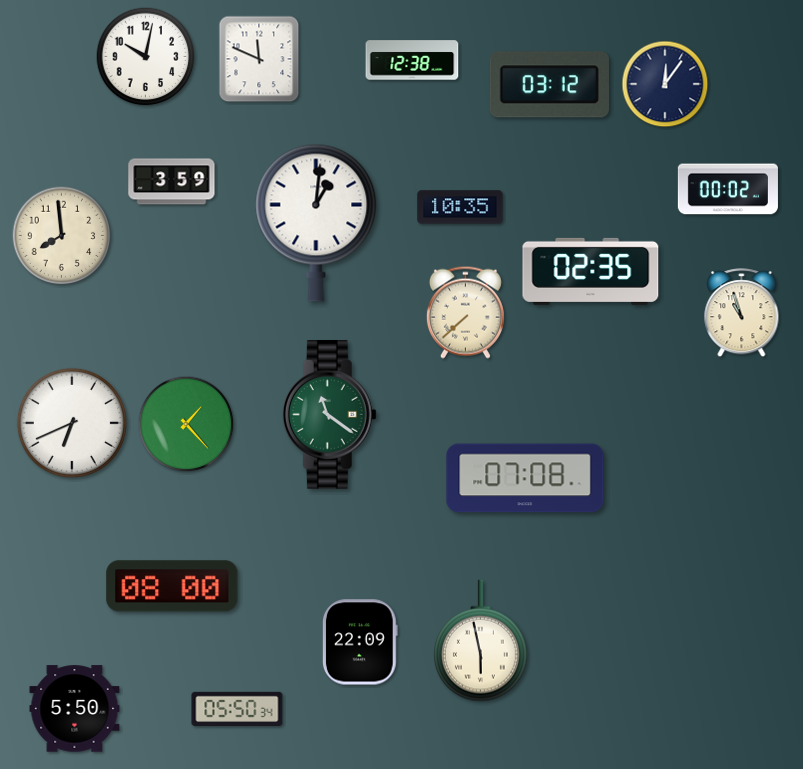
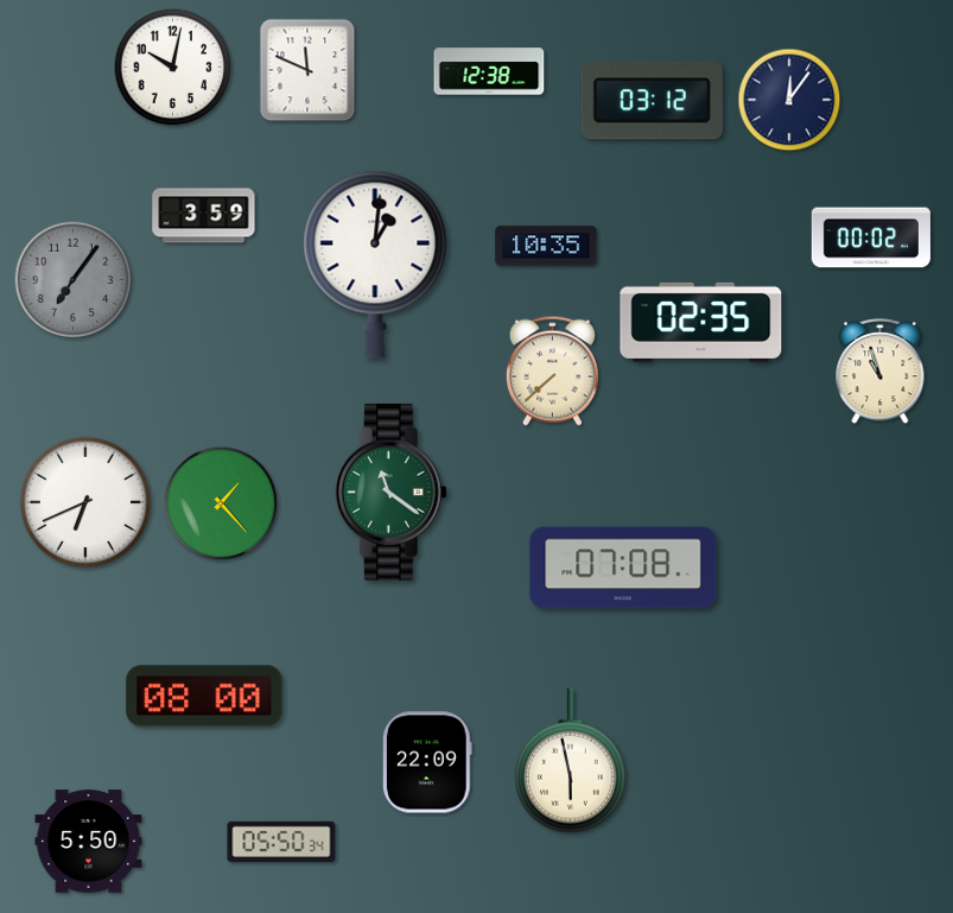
clock at (728, 189) position: (728, 189) -> (871, 237)
clock at (62, 236): 7:59 -> 7:06
clock at (62, 236) dial: cream -> grey
